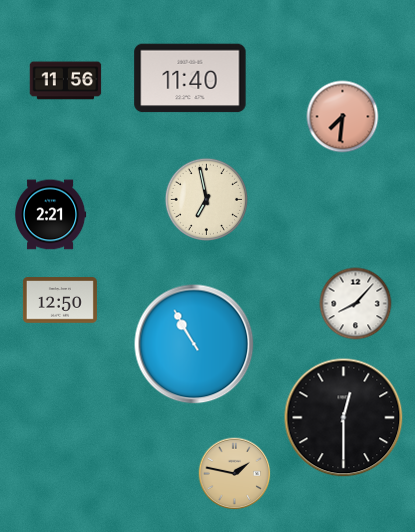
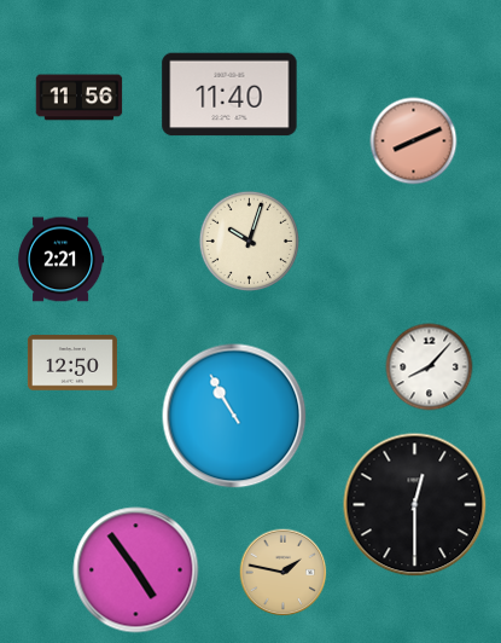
clock at (343, 117): 7:31 -> 8:11
clock at (206, 199): 6:58 -> 10:03
clock at (136, 570): none -> 4:54
